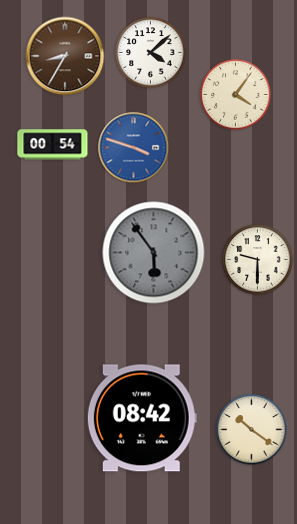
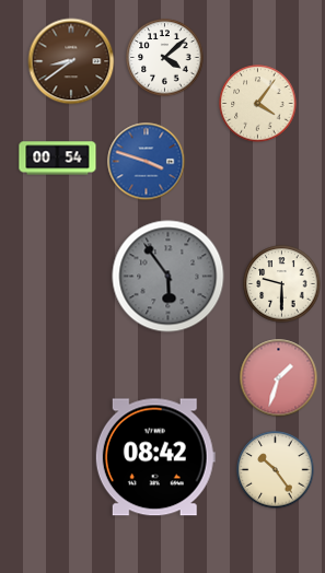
clock at (65, 56): 8:35 -> 8:39
clock at (279, 378): none -> 1:33
clock at (252, 430): 10:21 -> 10:24
